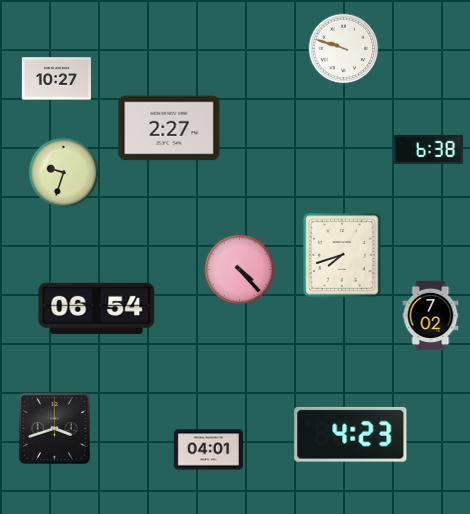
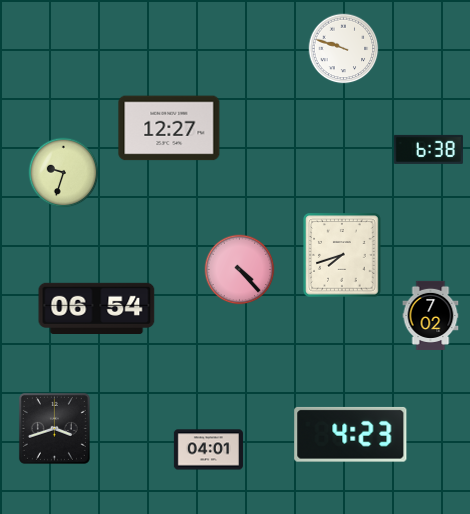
clock at (56, 79): 10:27 -> none
clock at (169, 128): 2:27 -> 12:27
